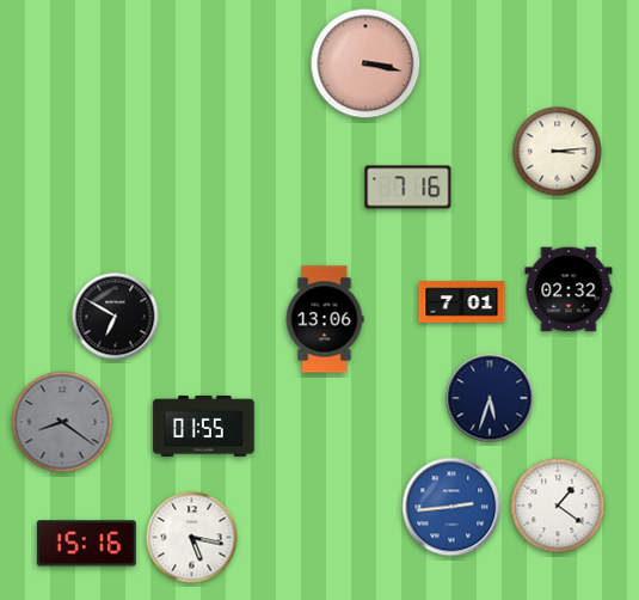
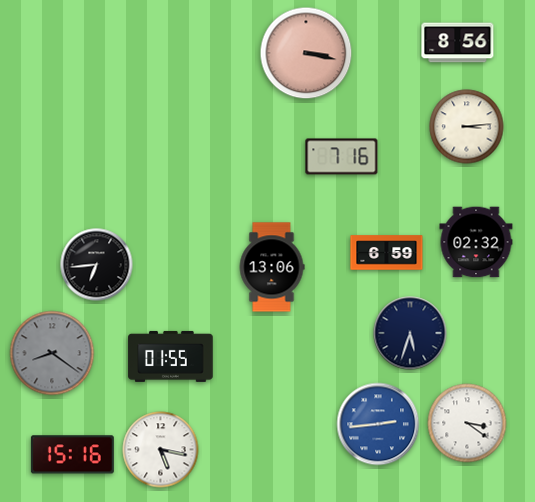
clock at (458, 43): none -> 8:56
clock at (462, 302): 7:01 -> 6:59
clock at (116, 317): 6:50 -> 6:44
clock at (558, 506): 1:21 -> 3:21
